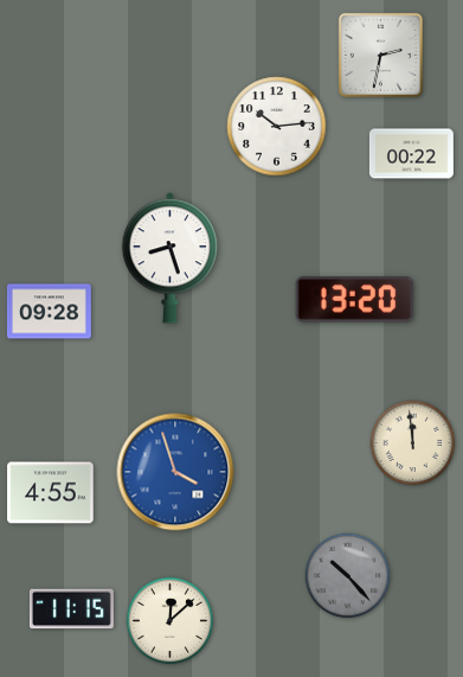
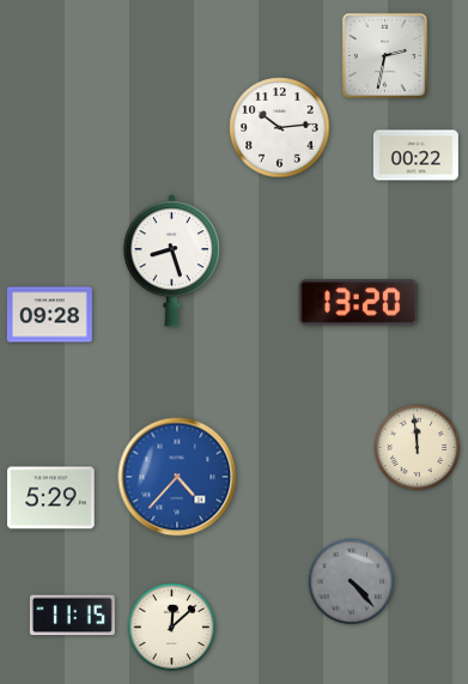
clock at (175, 472): 3:57 -> 4:37
clock at (51, 493): 4:55 -> 5:29
clock at (348, 576): 10:23 -> 4:23
